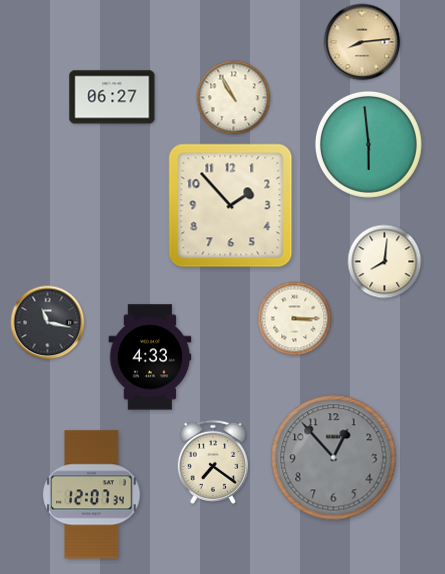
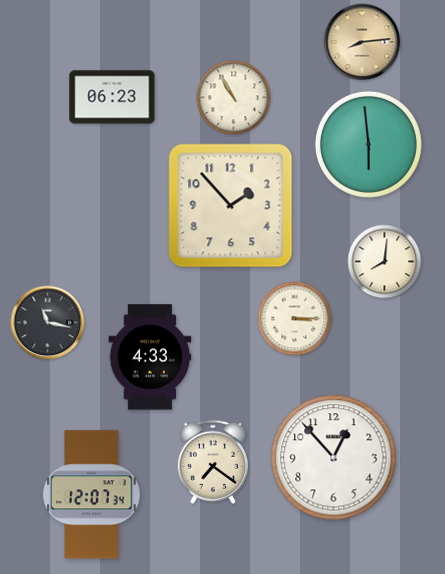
clock at (112, 97): 06:27 -> 06:23
clock at (334, 458) dial: grey -> white
